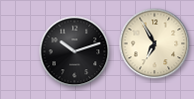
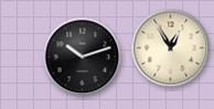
clock at (155, 44): 6:55 -> 12:55
